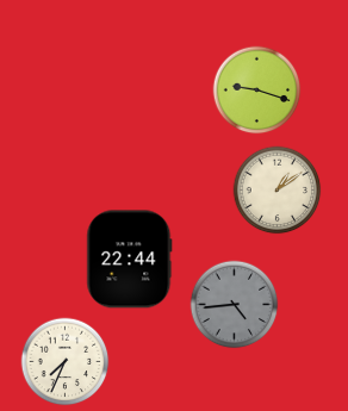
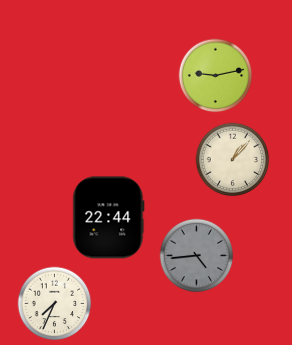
clock at (257, 91): 9:18 -> 9:13
clock at (278, 191): 1:09 -> 1:07
